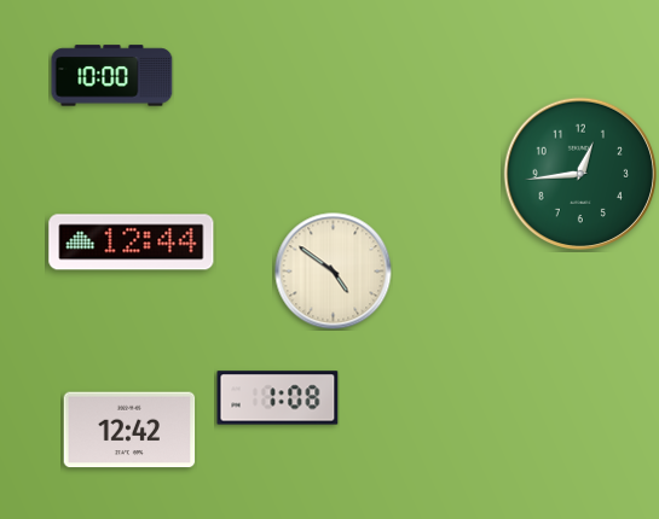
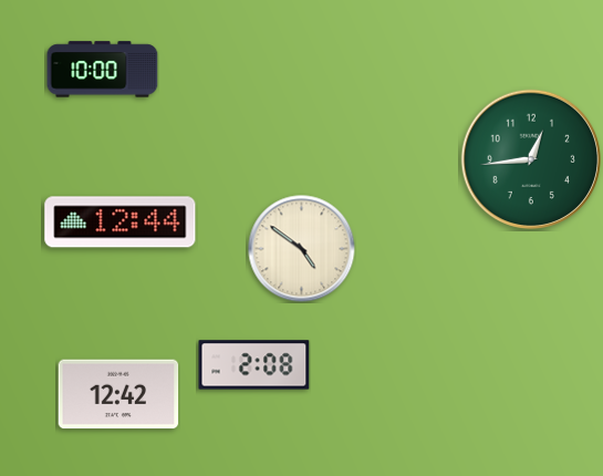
clock at (334, 272) position: (334, 272) -> (302, 249)
clock at (278, 398): 1:08 -> 2:08
